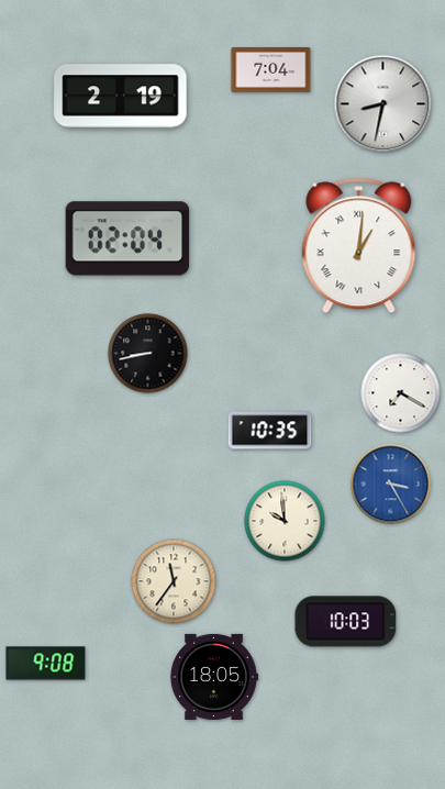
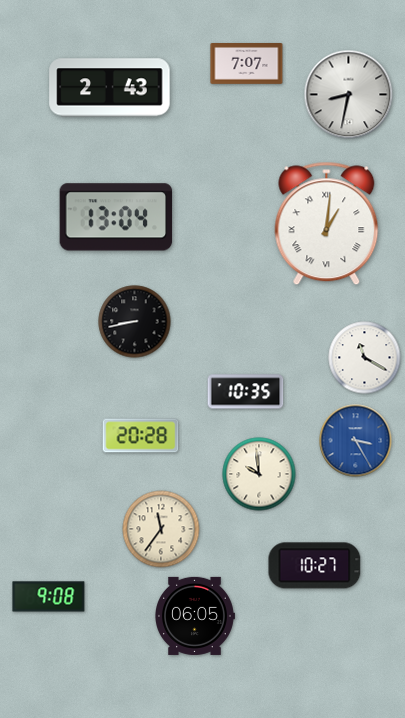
clock at (271, 70): 7:04 -> 7:07
clock at (121, 97): 2:19 -> 2:43
clock at (127, 238): 02:04 -> 13:04
clock at (401, 393): 7:20 -> 11:20
clock at (141, 436): none -> 20:28
clock at (174, 581) position: (174, 581) -> (161, 529)
clock at (346, 622): 10:03 -> 10:27
clock at (46, 664) position: (46, 664) -> (49, 597)
clock at (214, 677): 18:05 -> 06:05
